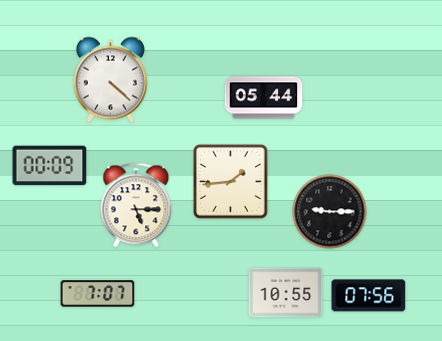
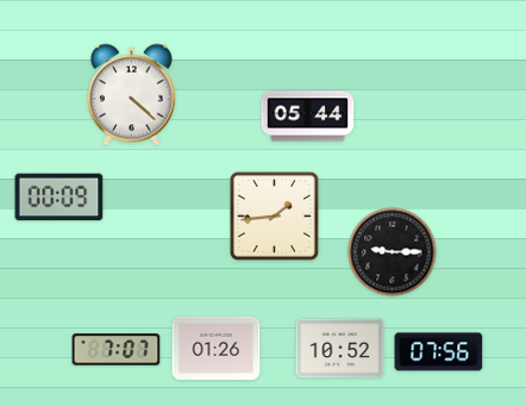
clock at (264, 98) position: (264, 98) -> (308, 117)
clock at (136, 205): 5:15 -> none
clock at (217, 348): none -> 01:26
clock at (286, 293): 10:55 -> 10:52
